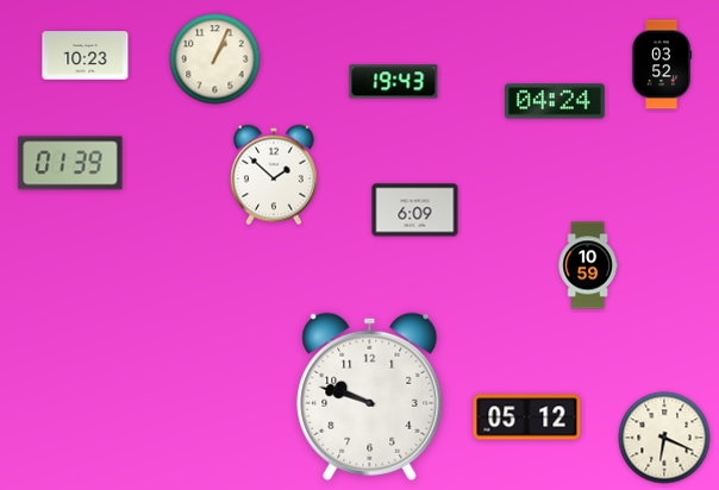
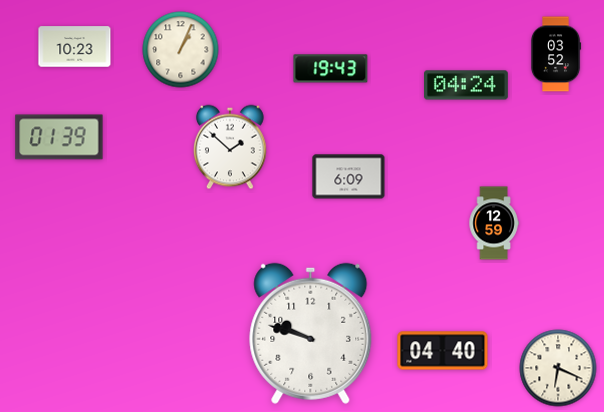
clock at (86, 56) position: (86, 56) -> (75, 47)
clock at (588, 265): 10:59 -> 12:59
clock at (527, 417): 05:12 -> 04:40
